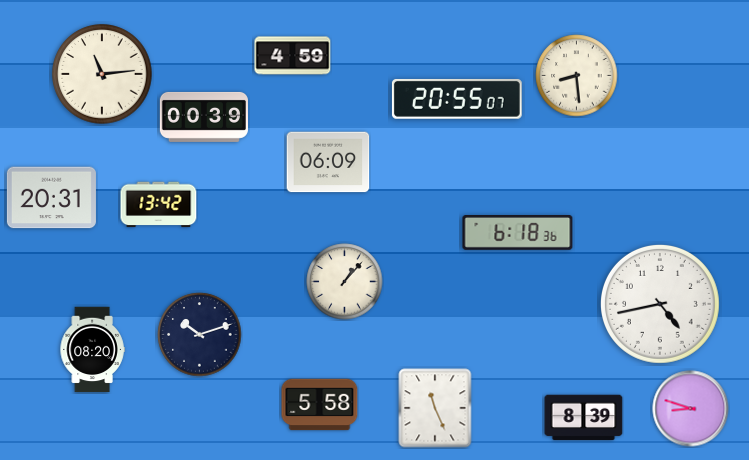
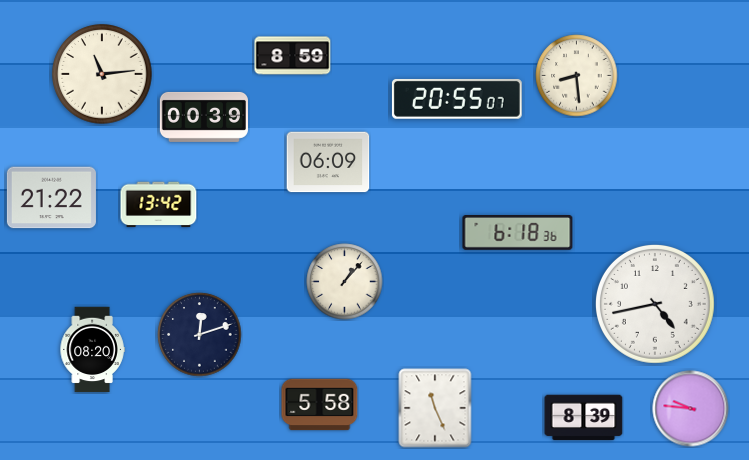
clock at (293, 56): 4:59 -> 8:59
clock at (51, 198): 20:31 -> 21:22
clock at (660, 304) position: (660, 304) -> (655, 304)
clock at (200, 335): 10:12 -> 12:12
clock at (691, 409): 8:48 -> 9:46
